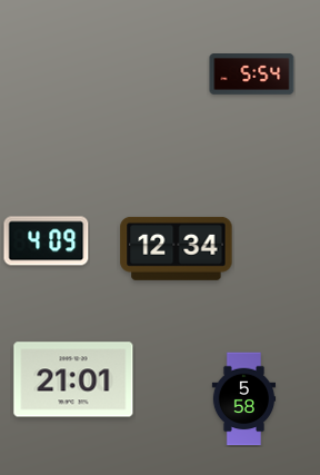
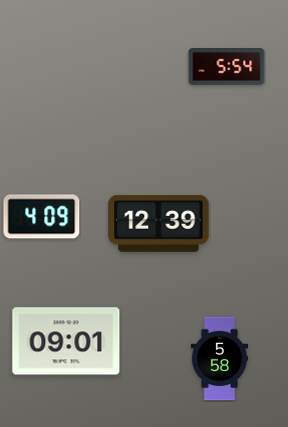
clock at (177, 248): 12:34 -> 12:39
clock at (73, 379): 21:01 -> 09:01
